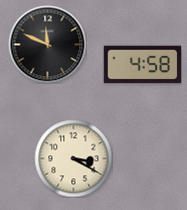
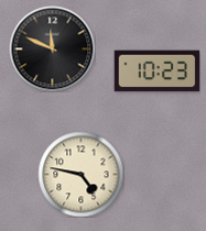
clock at (142, 65): 4:58 -> 10:23
clock at (73, 158): 3:20 -> 4:47
